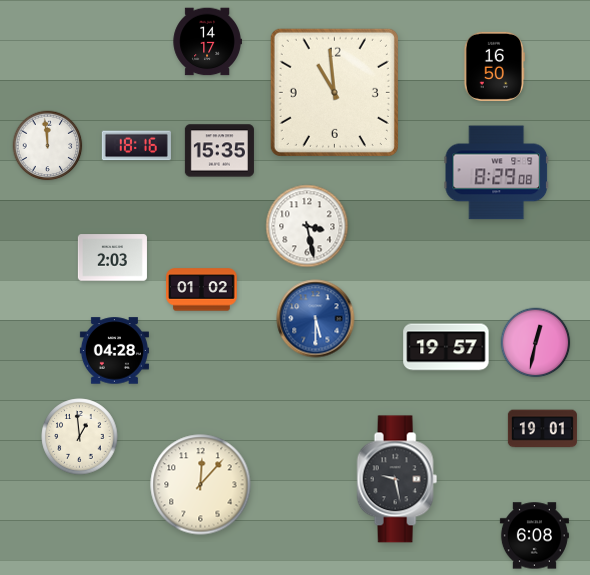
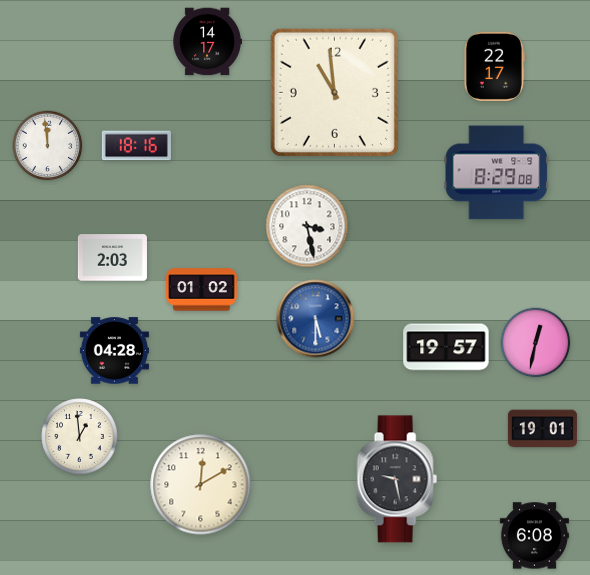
clock at (494, 66): 16:50 -> 22:17
clock at (219, 151): 15:35 -> none
clock at (201, 485): 12:07 -> 12:10
